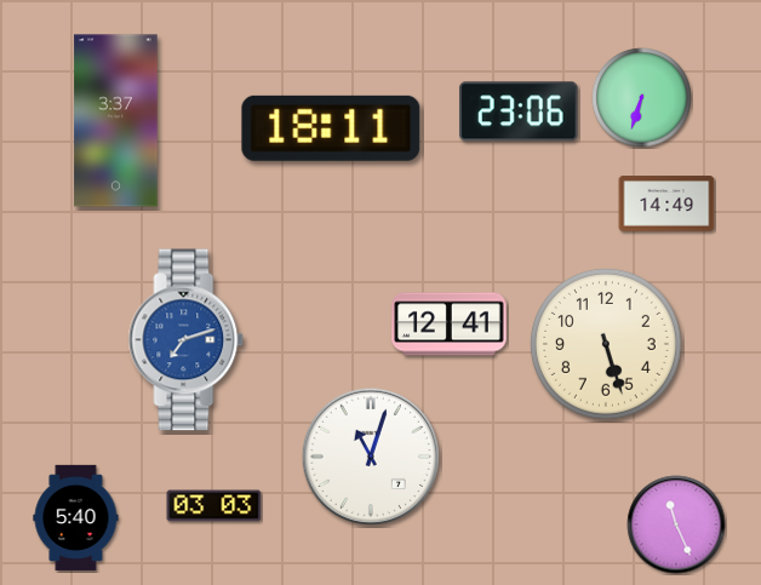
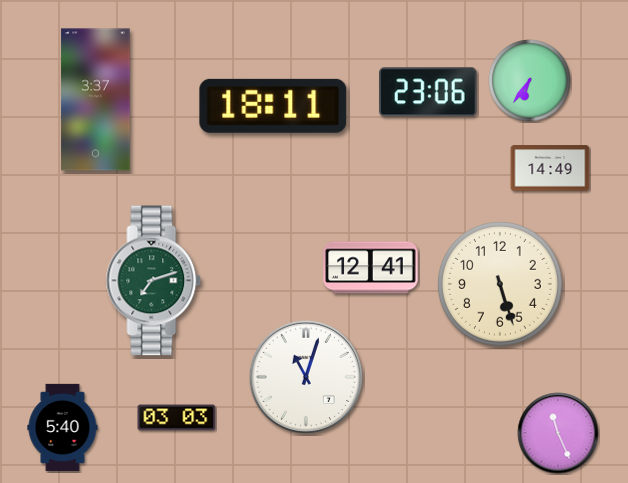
clock at (642, 98): 6:33 -> 6:36
clock at (187, 340) dial: blue -> green
